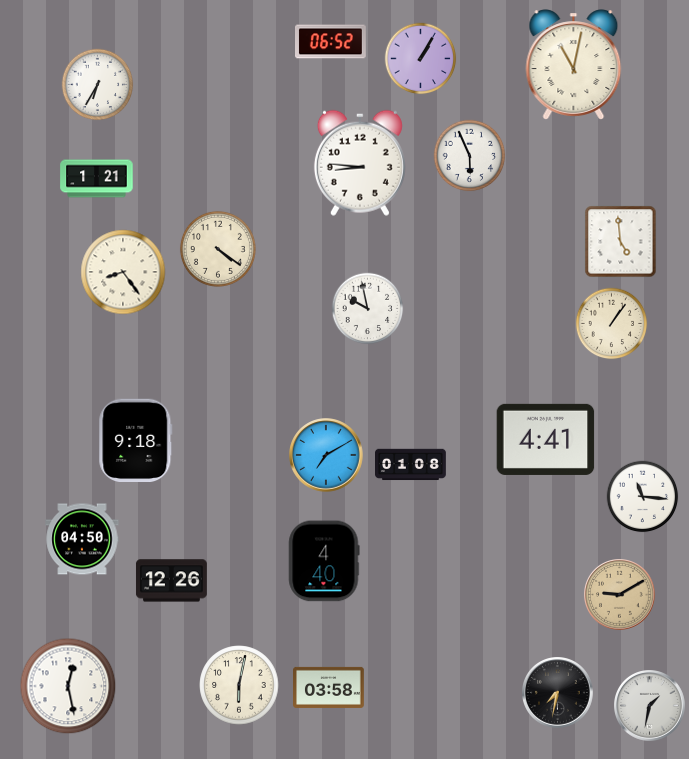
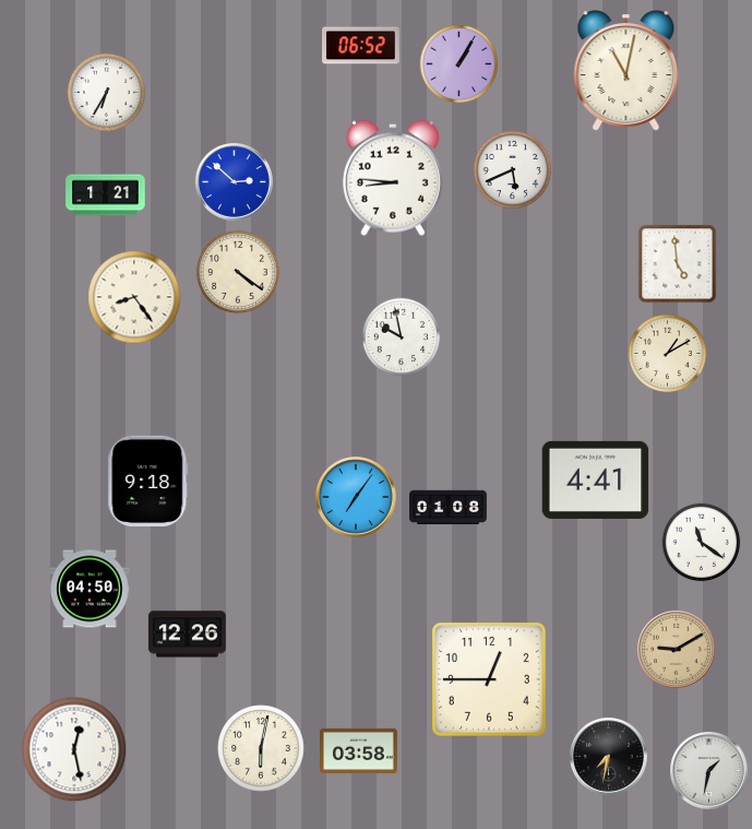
clock at (470, 156): 5:56 -> 5:41
clock at (235, 182): none -> 2:52
clock at (612, 324): 1:06 -> 1:10
clock at (326, 455): 7:10 -> 7:06
clock at (643, 497): 11:16 -> 11:21
clock at (324, 561): 4:40 -> none
clock at (490, 680): none -> 12:45
